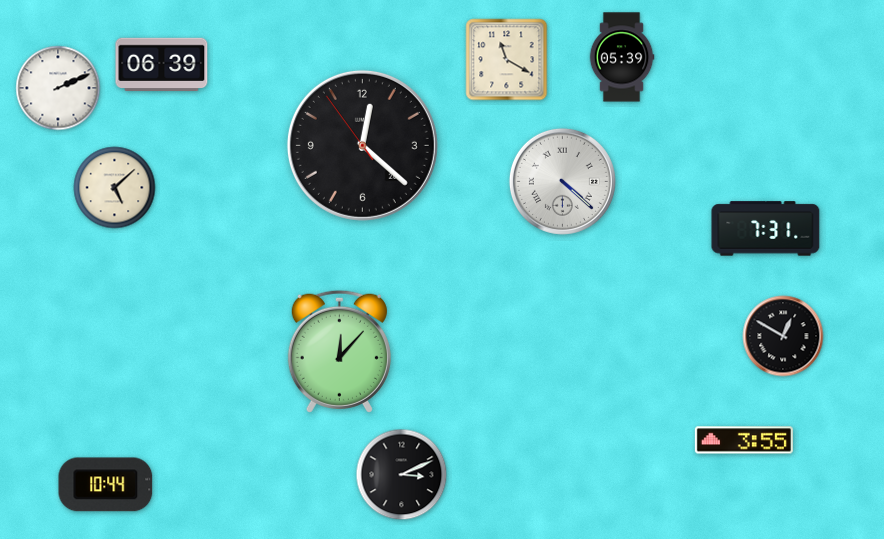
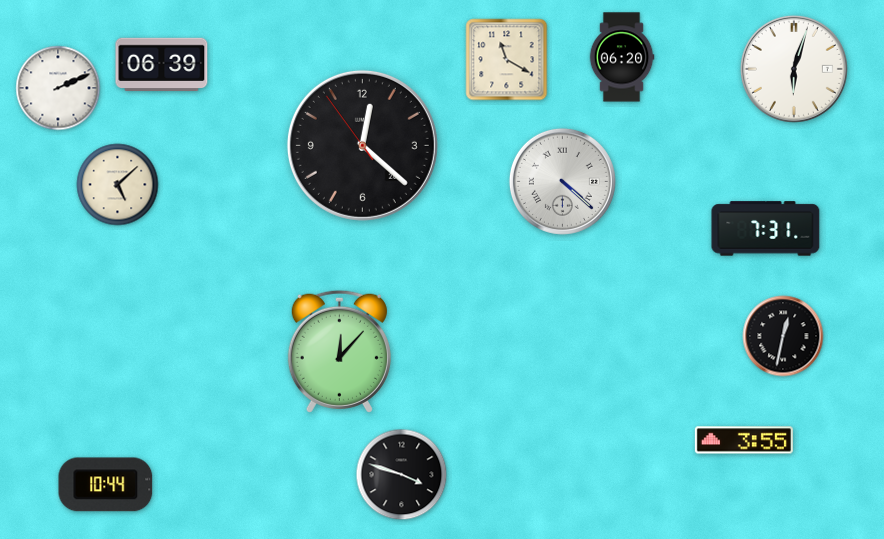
clock at (622, 57): 05:39 -> 06:20
clock at (794, 69): none -> 6:03
clock at (115, 188) position: (115, 188) -> (118, 185)
clock at (783, 336): 12:50 -> 12:32
clock at (402, 475): 3:11 -> 3:48
